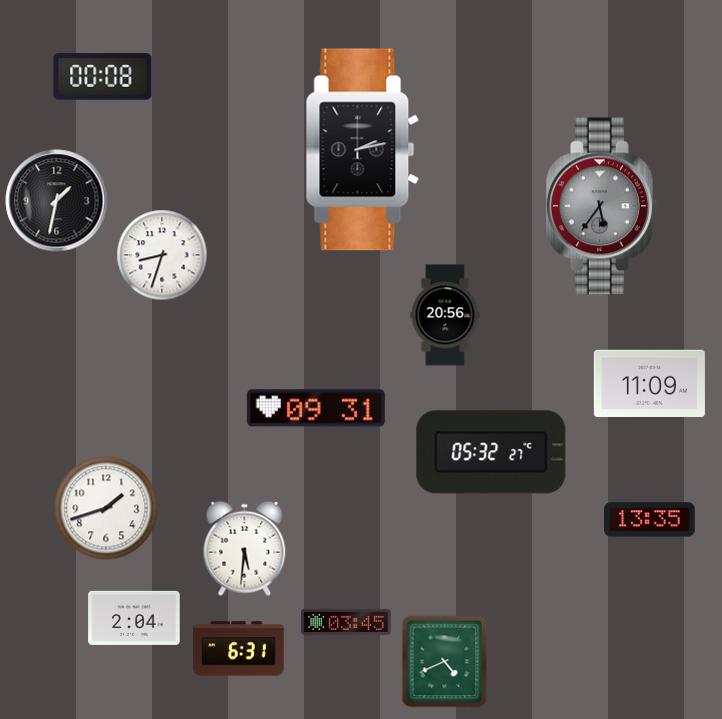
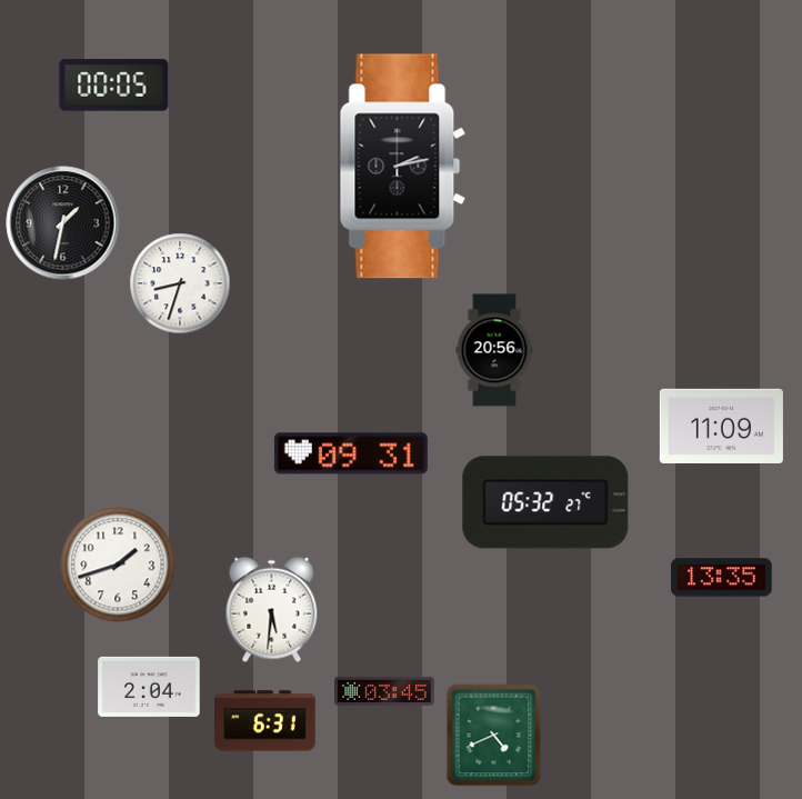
clock at (103, 77): 00:08 -> 00:05
clock at (602, 206): 5:36 -> none
